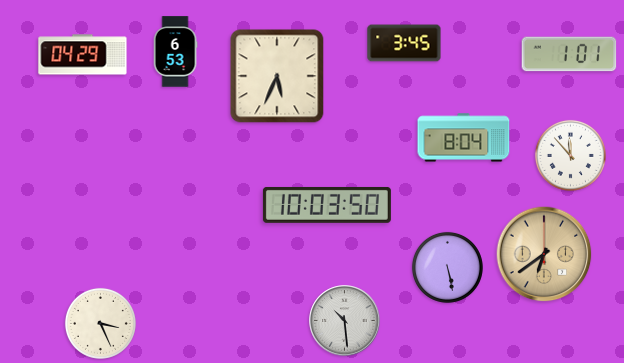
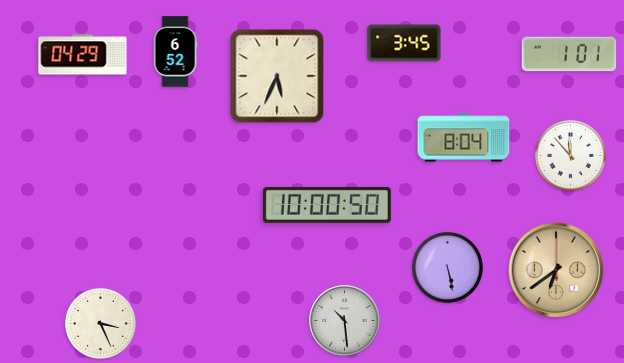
clock at (175, 52): 6:53 -> 6:52
clock at (327, 205): 10:03 -> 10:00
clock at (544, 254) position: (544, 254) -> (556, 270)
